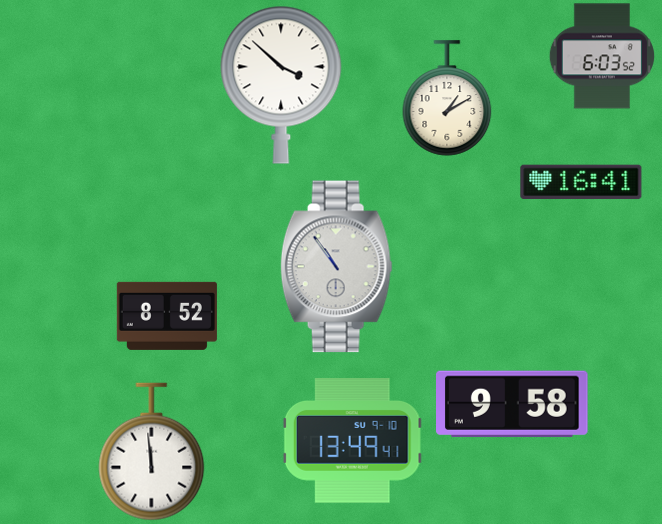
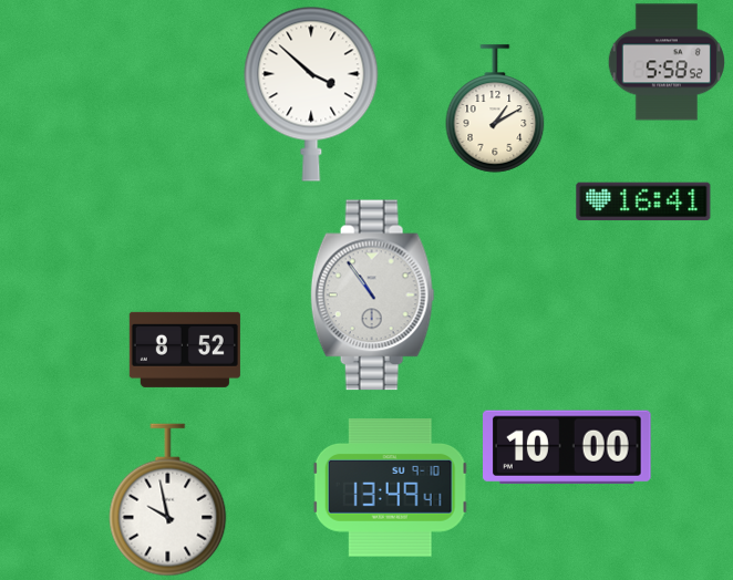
clock at (601, 56): 6:03 -> 5:58
clock at (513, 404): 9:58 -> 10:00
clock at (152, 452): 11:59 -> 9:58
